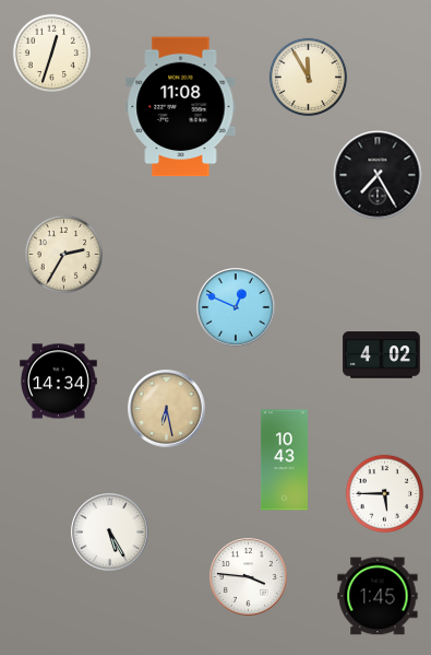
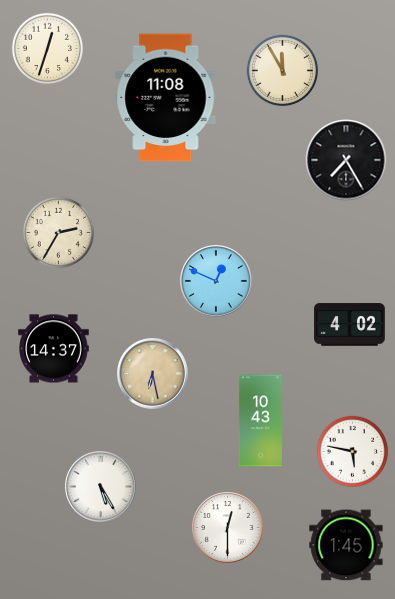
clock at (59, 382): 14:34 -> 14:37
clock at (385, 494): 5:45 -> 5:47
clock at (249, 577): 3:46 -> 12:30
